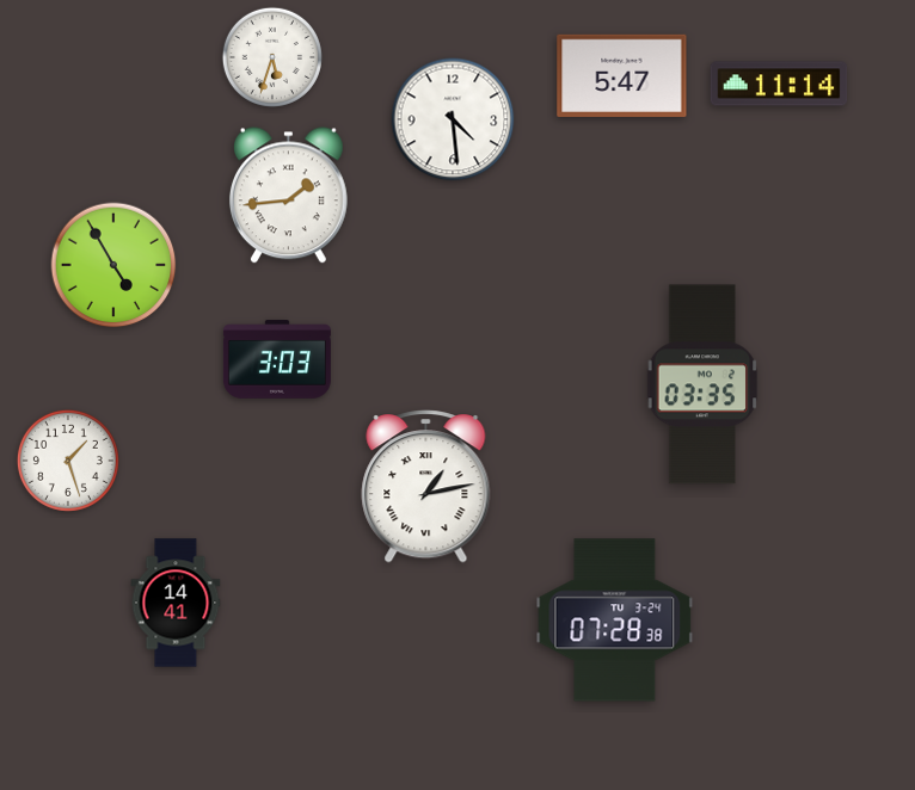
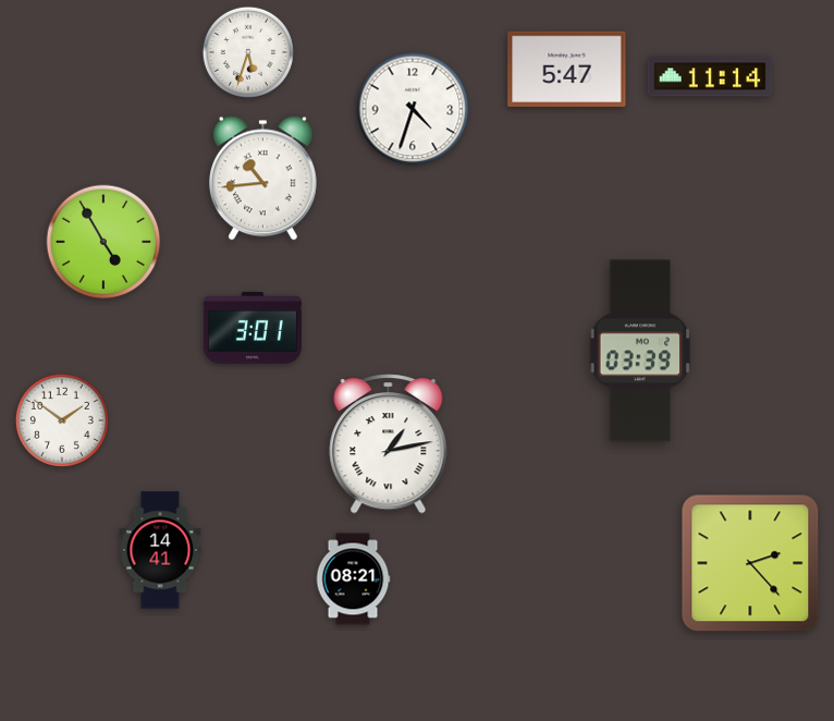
clock at (453, 119): 4:29 -> 4:33
clock at (288, 196): 1:44 -> 10:44
clock at (277, 359): 3:03 -> 3:01
clock at (702, 384): 03:35 -> 03:39
clock at (68, 461): 1:27 -> 1:51
clock at (750, 563): none -> 2:23
clock at (615, 621): 07:28 -> none
clock at (353, 579): none -> 08:21
